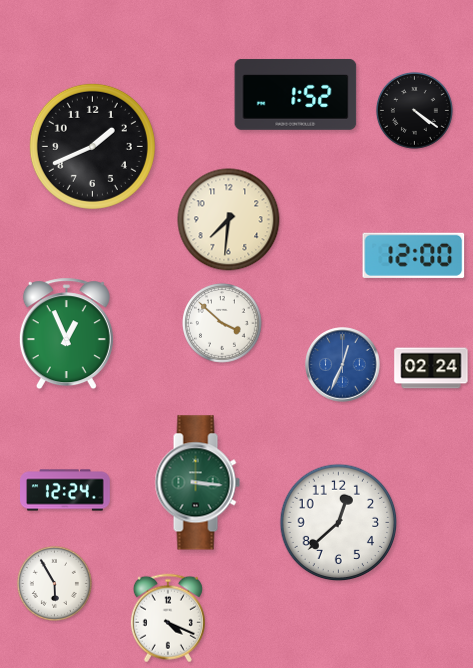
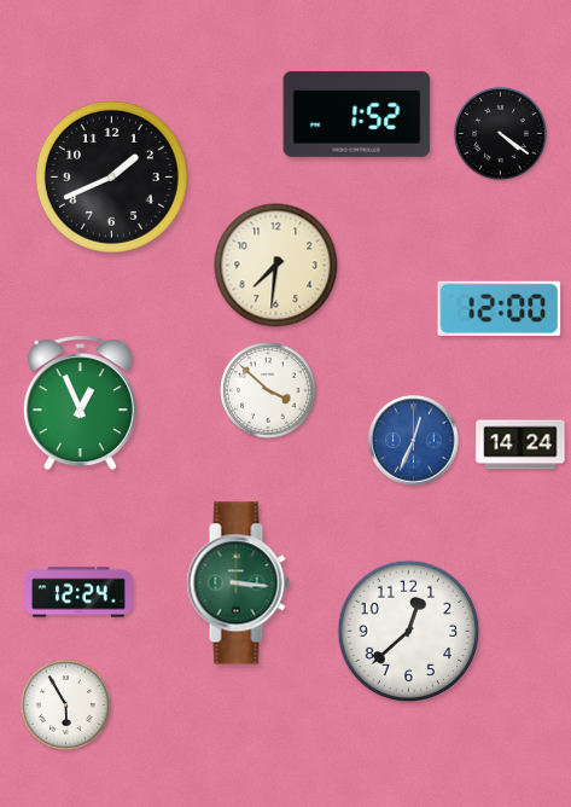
clock at (431, 368): 02:24 -> 14:24
clock at (168, 618): 4:19 -> none
